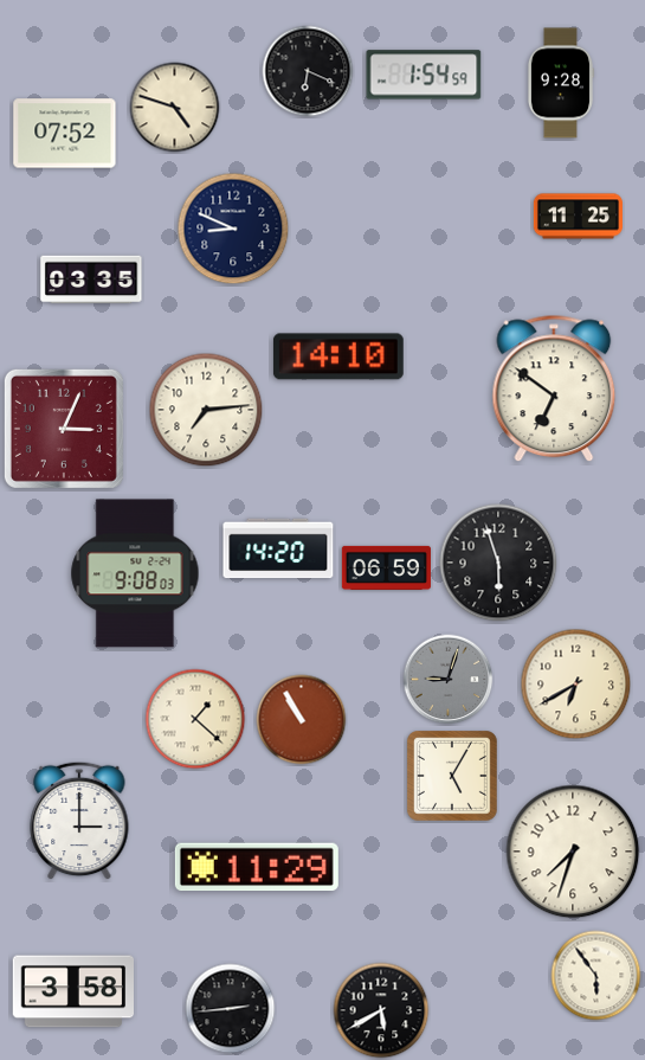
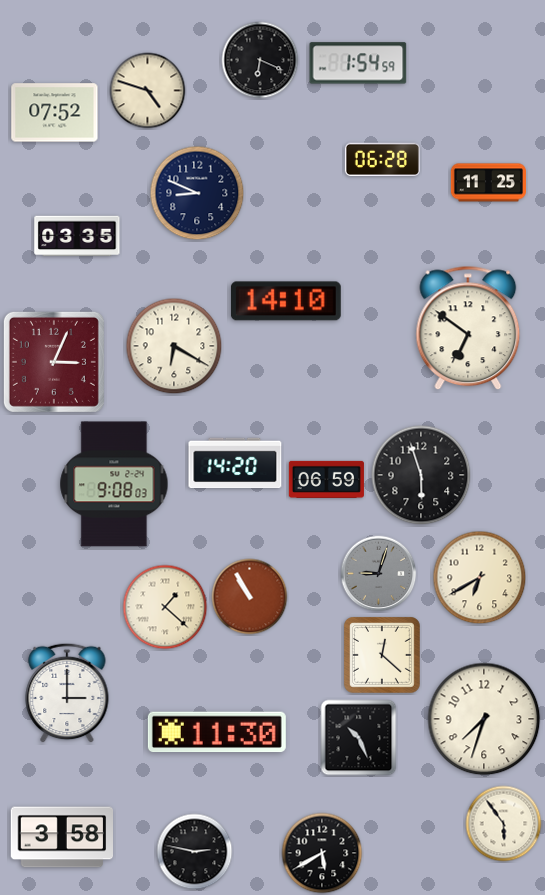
clock at (560, 83): 9:28 -> none
clock at (382, 160): none -> 06:28
clock at (206, 410): 7:14 -> 6:20
clock at (576, 685) position: (576, 685) -> (480, 578)
clock at (302, 720) position: (302, 720) -> (250, 597)
clock at (453, 777): 5:05 -> 12:22
clock at (257, 867): 11:29 -> 11:30
clock at (359, 738): none -> 10:26
clock at (231, 1009): 2:44 -> 2:47
